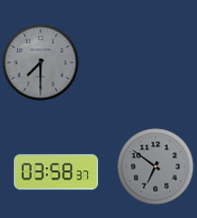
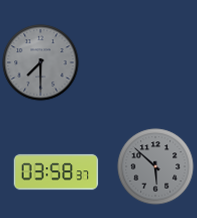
clock at (156, 167): 6:51 -> 5:52
